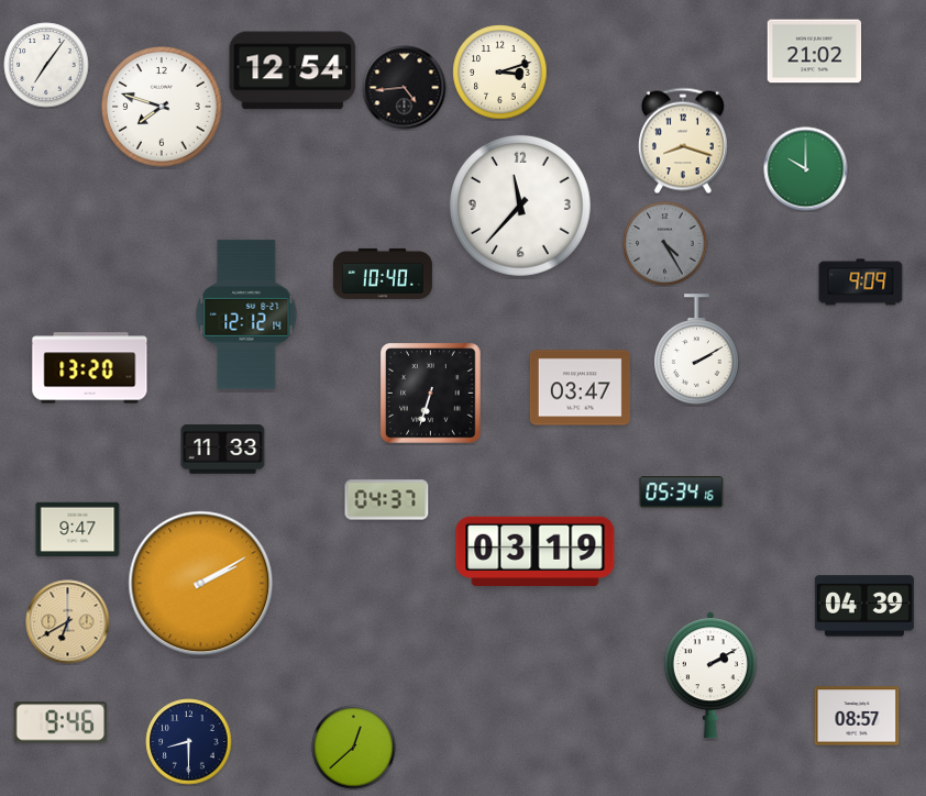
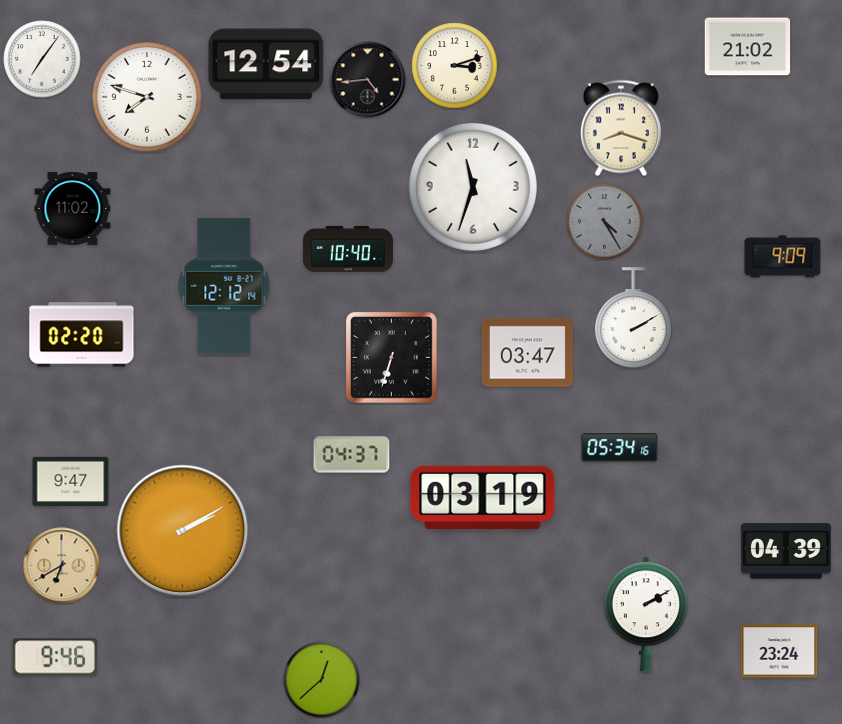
clock at (815, 52) position: (815, 52) -> (748, 47)
clock at (806, 169): 10:00 -> none
clock at (520, 206): 11:37 -> 11:33
clock at (73, 208): none -> 11:02
clock at (90, 368): 13:20 -> 02:20
clock at (223, 450): 11:33 -> none
clock at (536, 551) position: (536, 551) -> (483, 497)
clock at (857, 716): 08:57 -> 23:24
clock at (189, 742): 8:30 -> none
